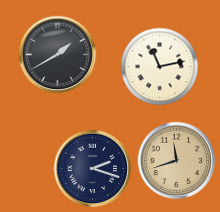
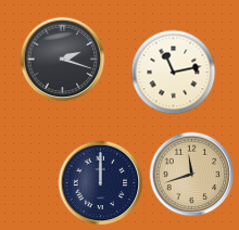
clock at (57, 54): 1:40 -> 2:18
clock at (92, 168): 2:18 -> 12:00
